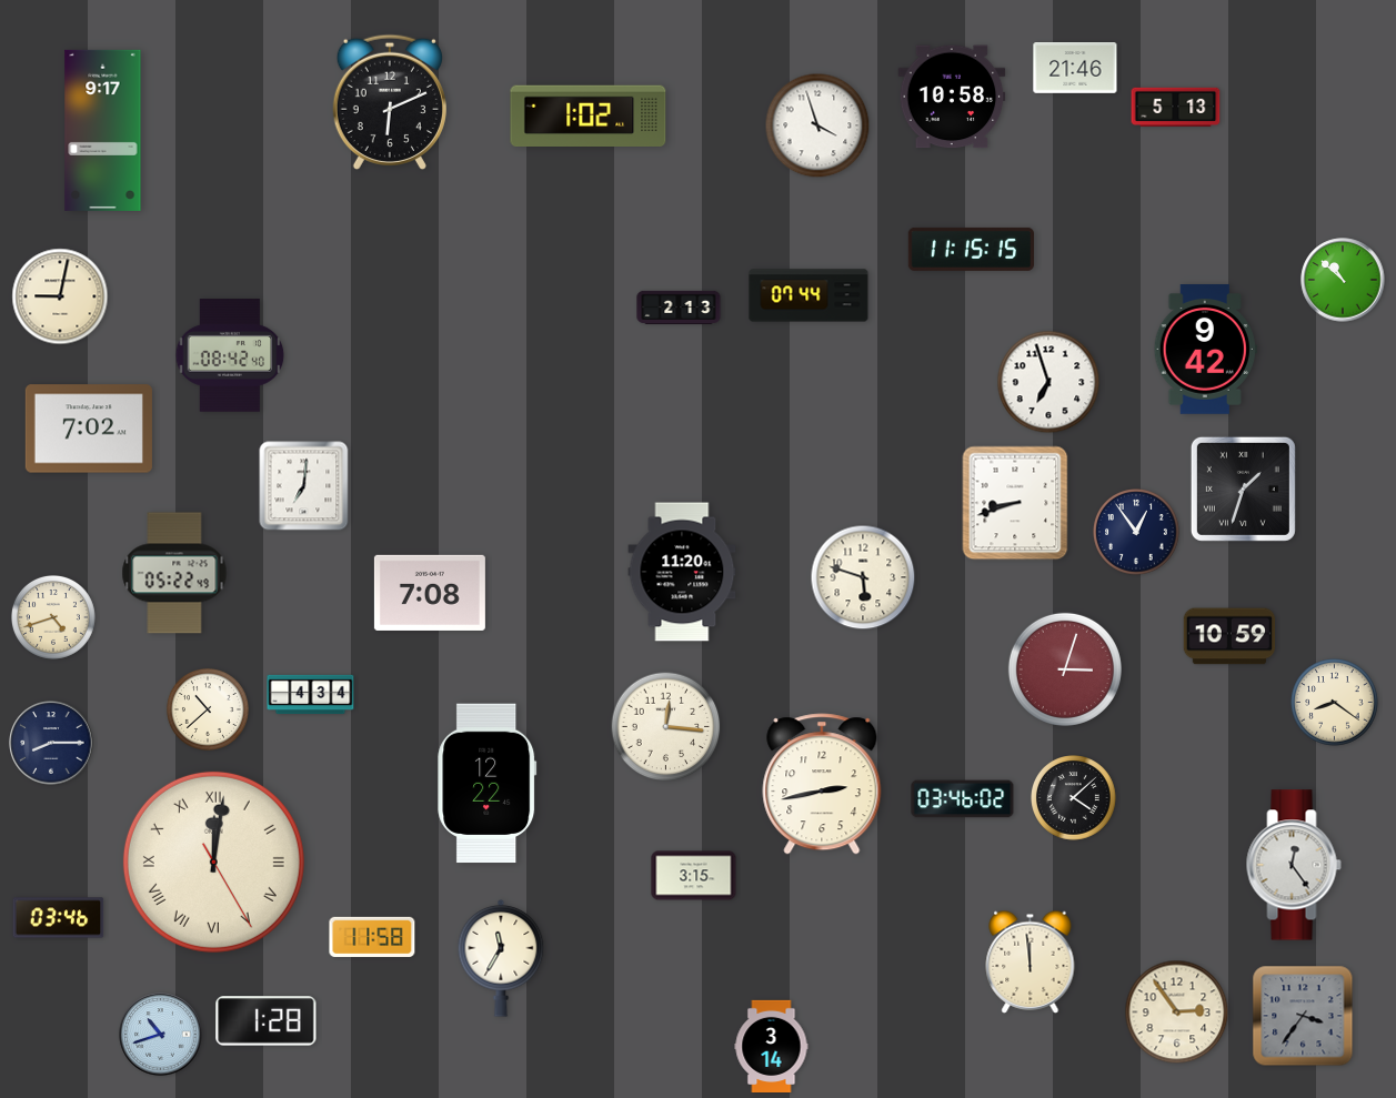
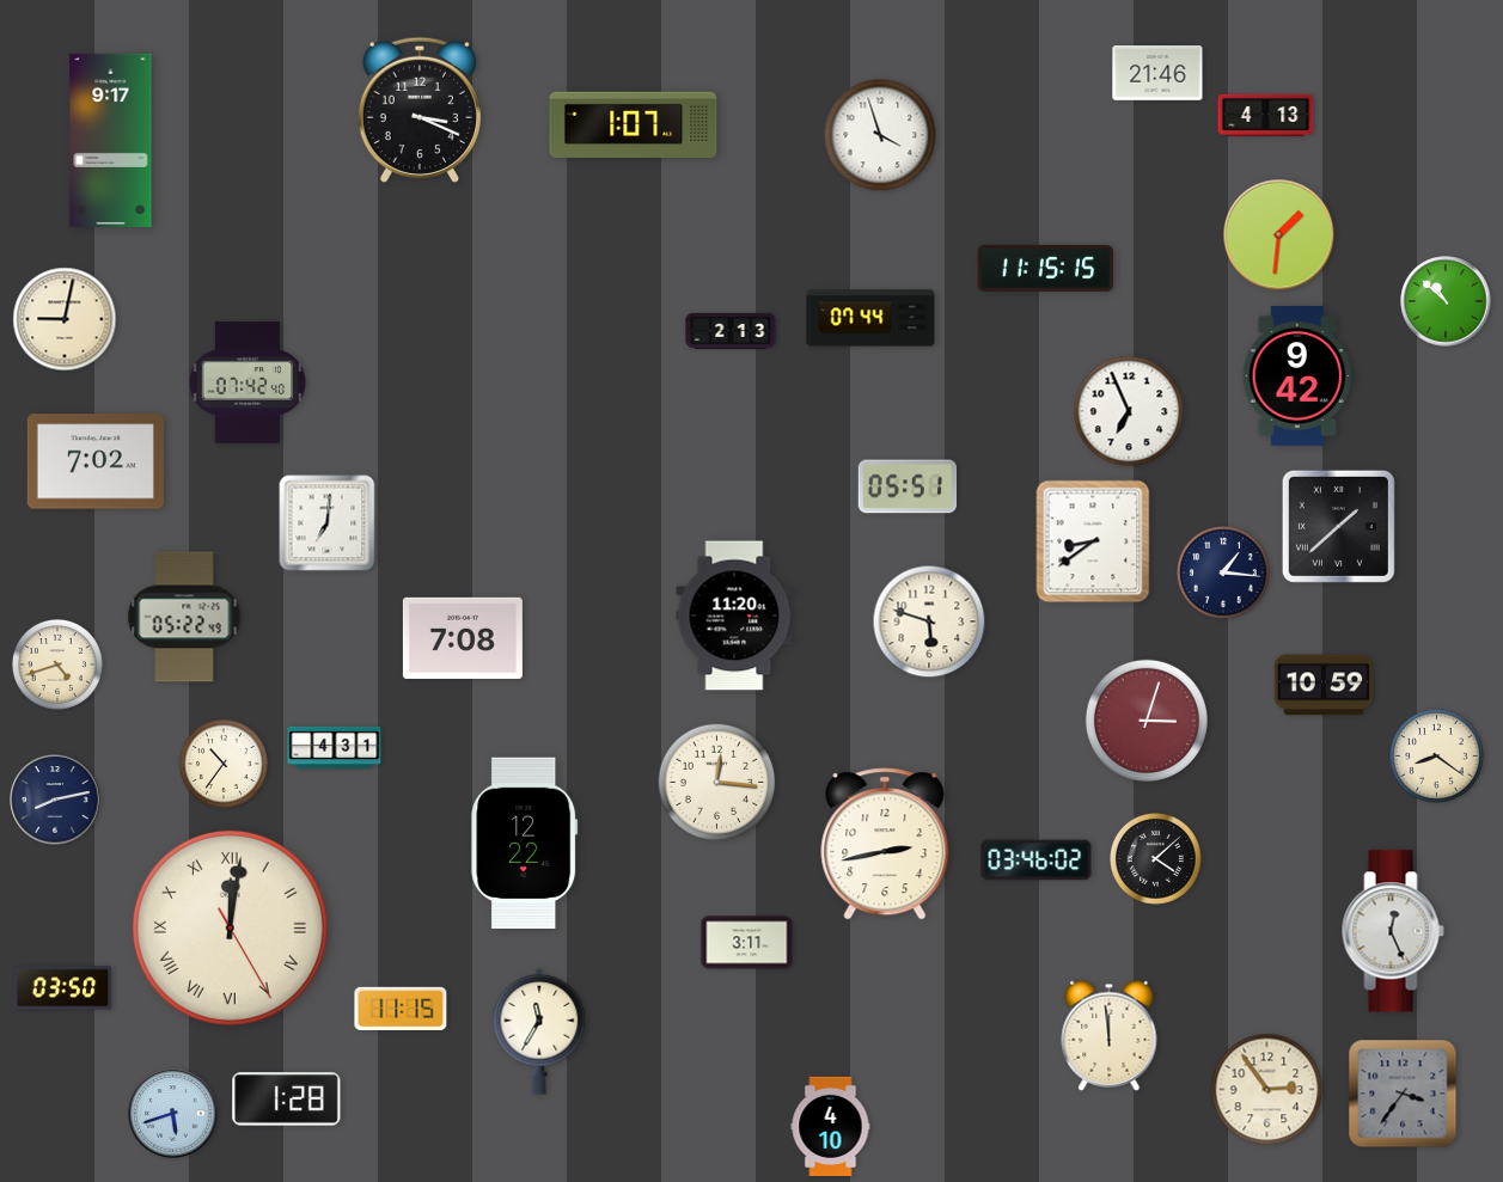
clock at (952, 97): 10:58 -> none
clock at (390, 101): 6:11 -> 3:19
clock at (1176, 107): 5:13 -> 4:13
clock at (589, 117): 1:02 -> 1:07
clock at (1279, 235): none -> 1:31
clock at (230, 355): 08:42 -> 07:42
clock at (1048, 382): 6:57 -> 6:56
clock at (908, 486): none -> 05:51
clock at (1243, 488): 1:33 -> 1:38
clock at (1015, 503): 8:42 -> 8:39
clock at (1136, 532): 12:54 -> 1:16
clock at (174, 573) position: (174, 573) -> (184, 617)
clock at (311, 695): 4:34 -> 4:31
clock at (208, 709): 10:38 -> 10:36
clock at (51, 743): 8:15 -> 8:13
clock at (1294, 865): 12:24 -> 12:26
clock at (694, 876): 3:15 -> 3:11
clock at (59, 918): 03:46 -> 03:50
clock at (372, 937): 11:58 -> 11:15
clock at (161, 1035): 10:42 -> 5:42
clock at (772, 1046): 3:14 -> 4:10
